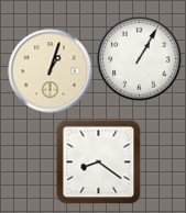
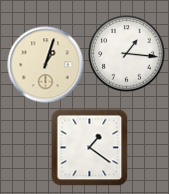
clock at (140, 59): 1:05 -> 1:16
clock at (98, 161): 8:21 -> 1:21
